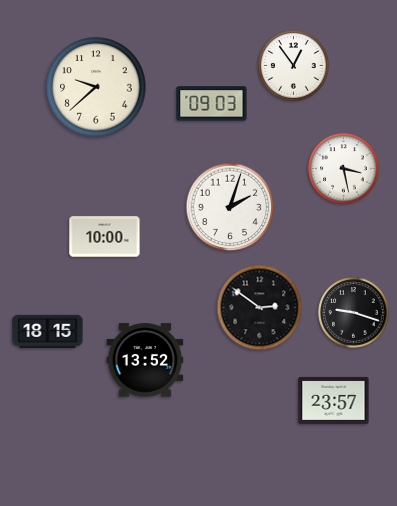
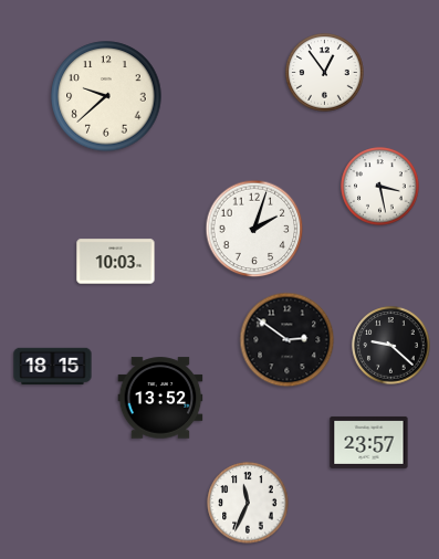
clock at (212, 104): 09:03 -> none
clock at (105, 237): 10:00 -> 10:03
clock at (354, 313): 9:18 -> 9:22
clock at (248, 503): none -> 11:34
